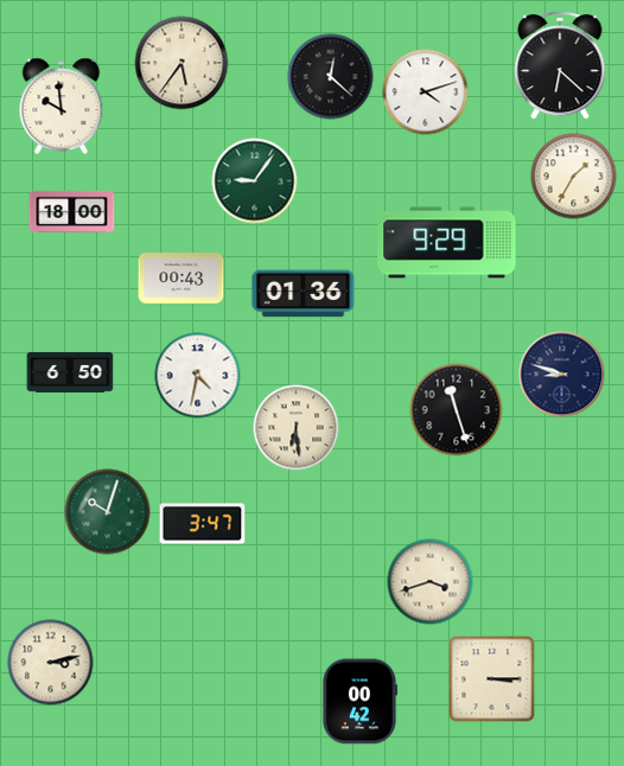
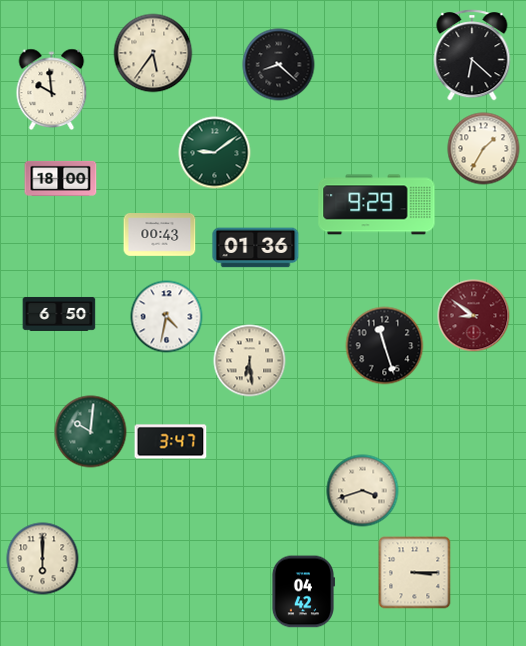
clock at (331, 77): 12:22 -> 8:22
clock at (426, 92): 4:12 -> none
clock at (255, 181): 9:06 -> 9:09
clock at (182, 279) position: (182, 279) -> (160, 235)
clock at (562, 375): 8:48 -> 8:51
clock at (562, 375) dial: navy -> burgundy
clock at (108, 512): 10:03 -> 10:01
clock at (51, 663): 3:13 -> 6:00
clock at (358, 702): 00:42 -> 04:42
